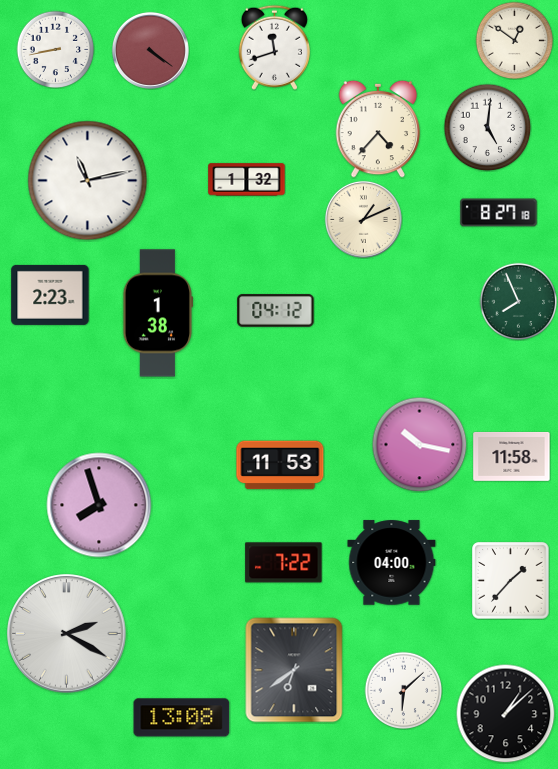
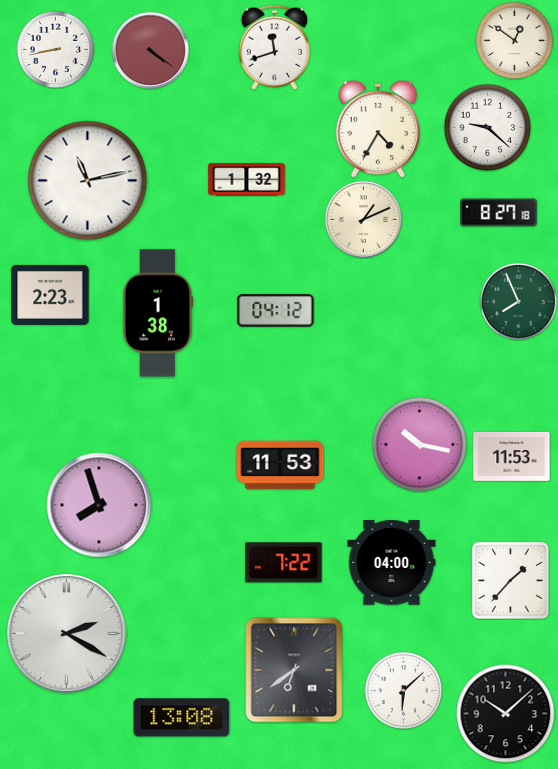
clock at (487, 127): 5:01 -> 9:22
clock at (378, 129): 4:37 -> 4:35
clock at (512, 456): 11:58 -> 11:53
clock at (506, 714): 1:08 -> 10:08
